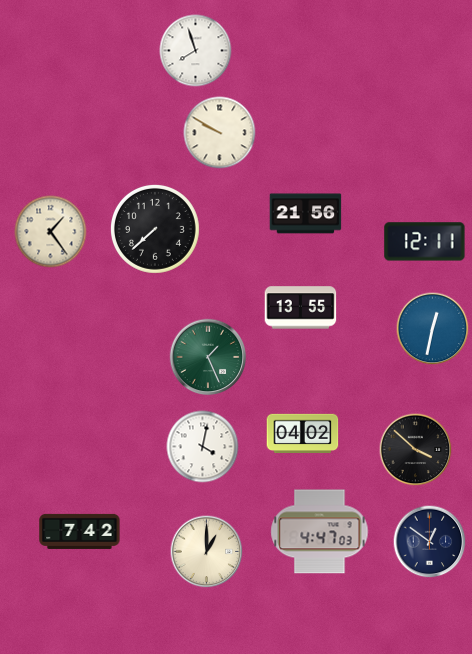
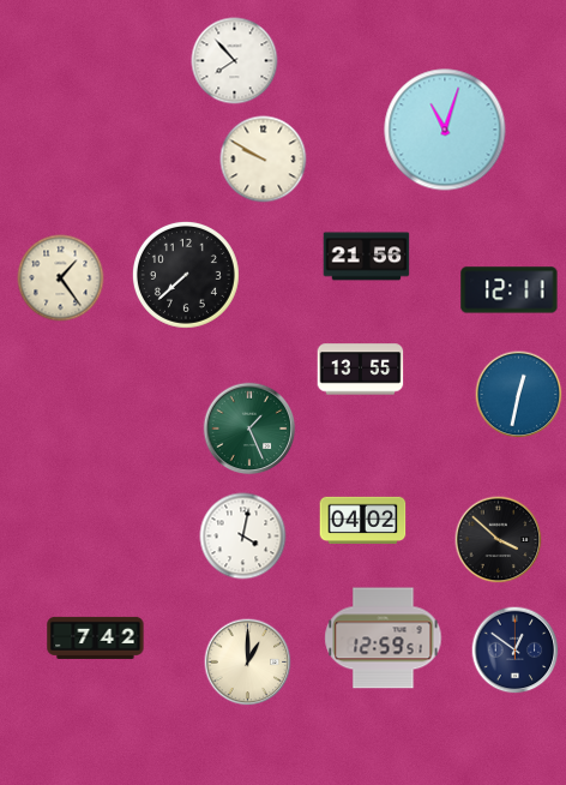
clock at (196, 51): 7:57 -> 7:53
clock at (445, 130): none -> 11:03
clock at (320, 532): 4:47 -> 12:59
